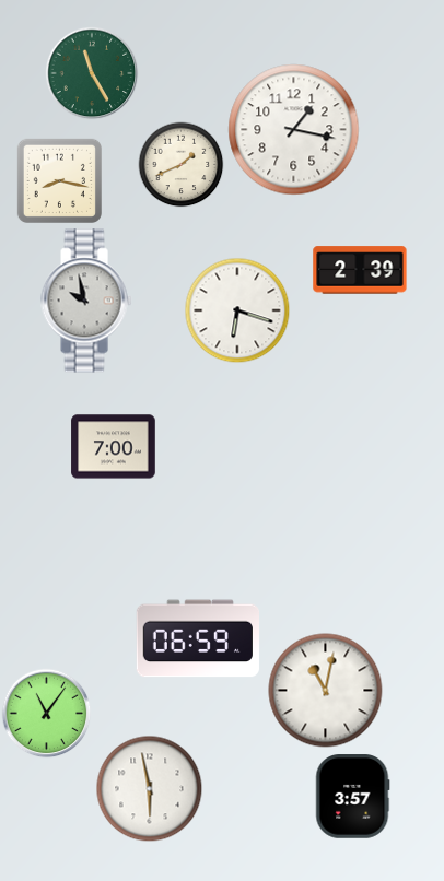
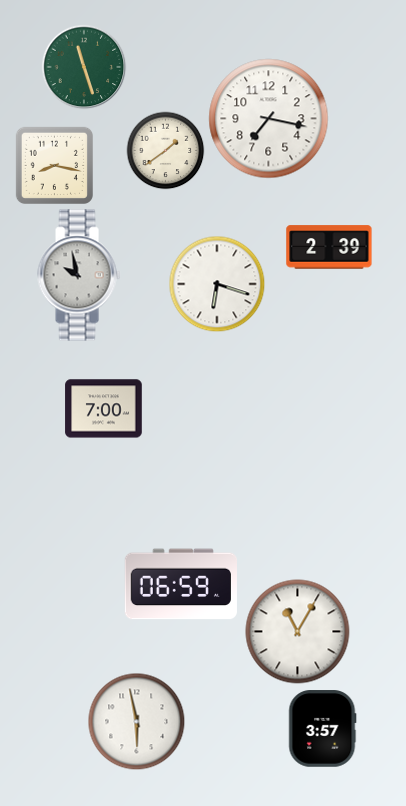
clock at (92, 73): 11:25 -> 11:27
clock at (294, 130): 1:17 -> 7:17
clock at (180, 164): 1:41 -> 1:39
clock at (326, 691): 11:02 -> 11:05
clock at (46, 713): 11:06 -> none
